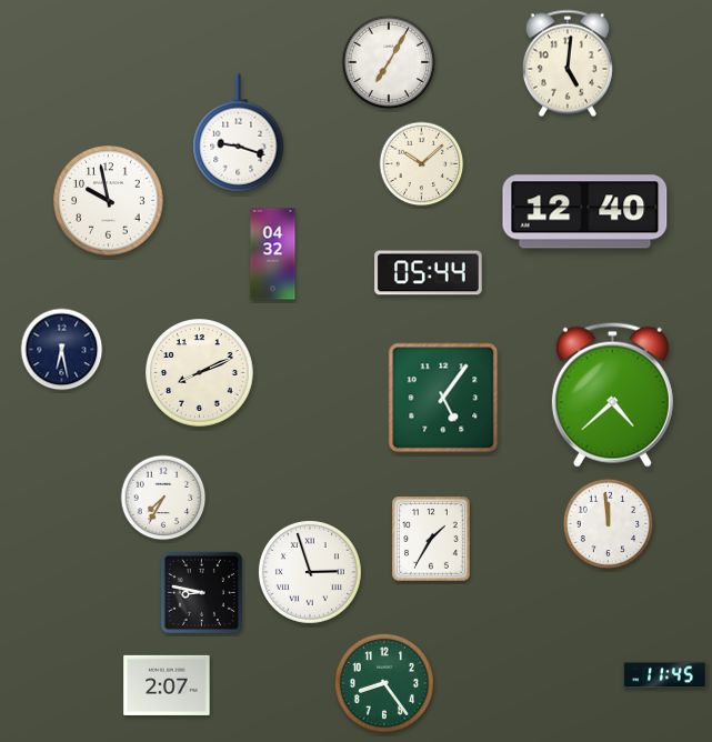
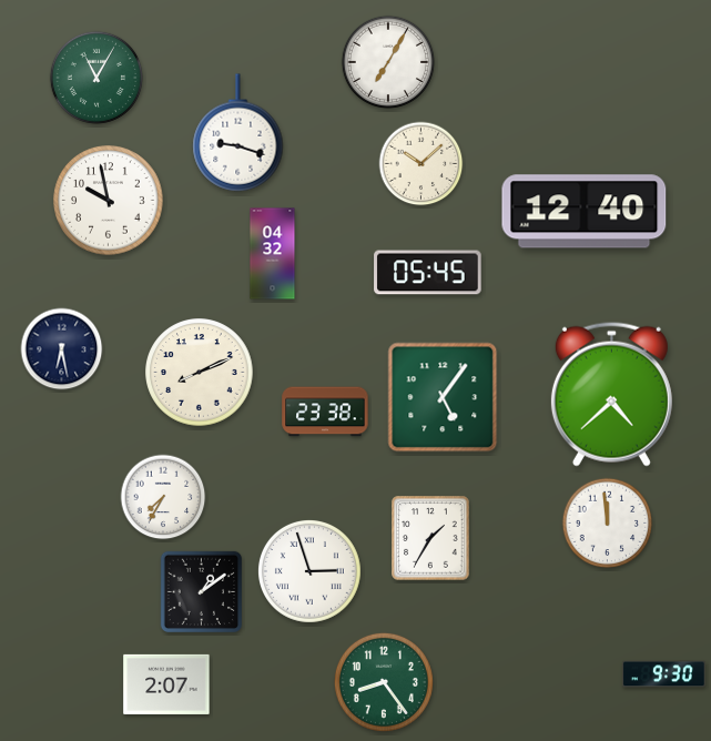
clock at (568, 63): 5:01 -> none
clock at (95, 77): none -> 11:05
clock at (429, 273): 05:44 -> 05:45
clock at (325, 412): none -> 23:38
clock at (201, 592): 8:47 -> 1:09
clock at (665, 675): 11:45 -> 9:30
